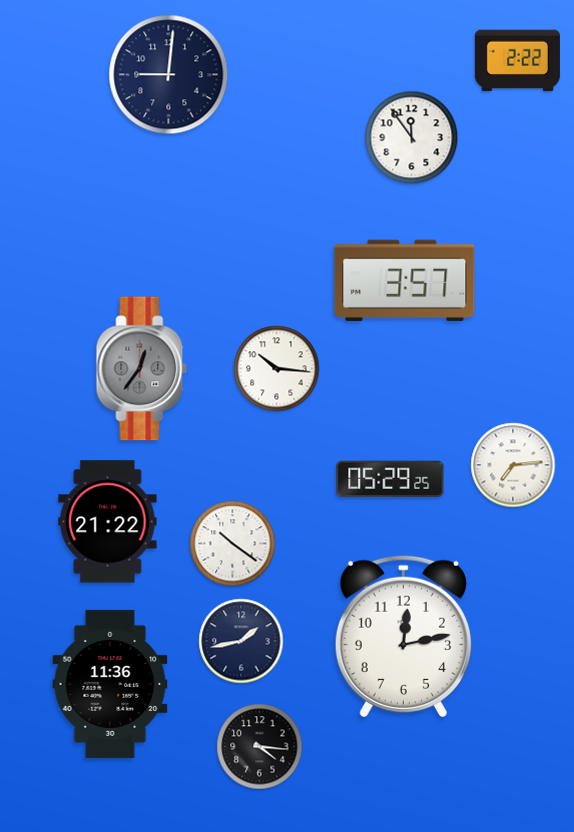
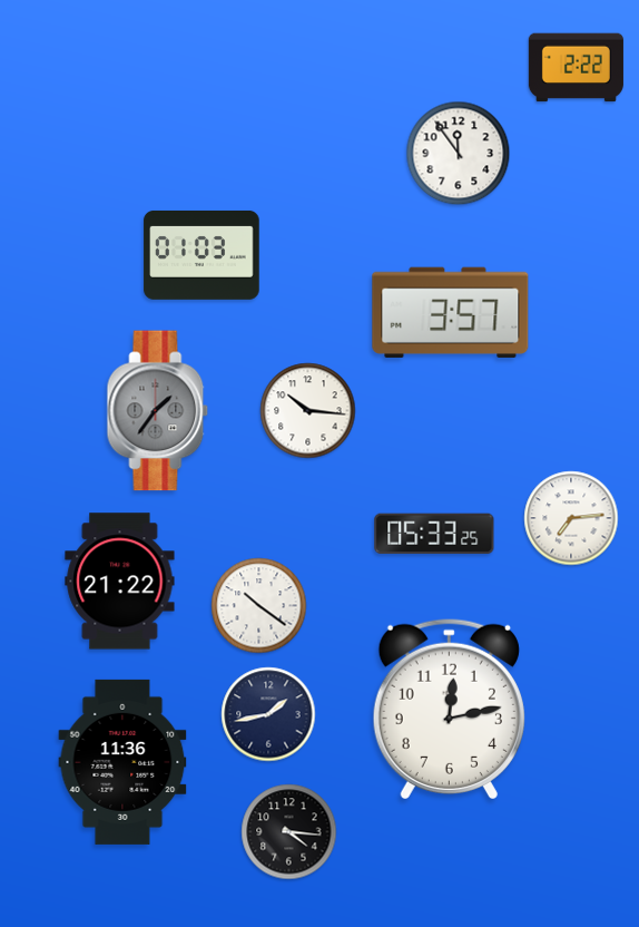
clock at (169, 75): 9:01 -> none
clock at (201, 255): none -> 01:03
clock at (142, 369): 12:36 -> 1:36
clock at (390, 478): 05:29 -> 05:33
